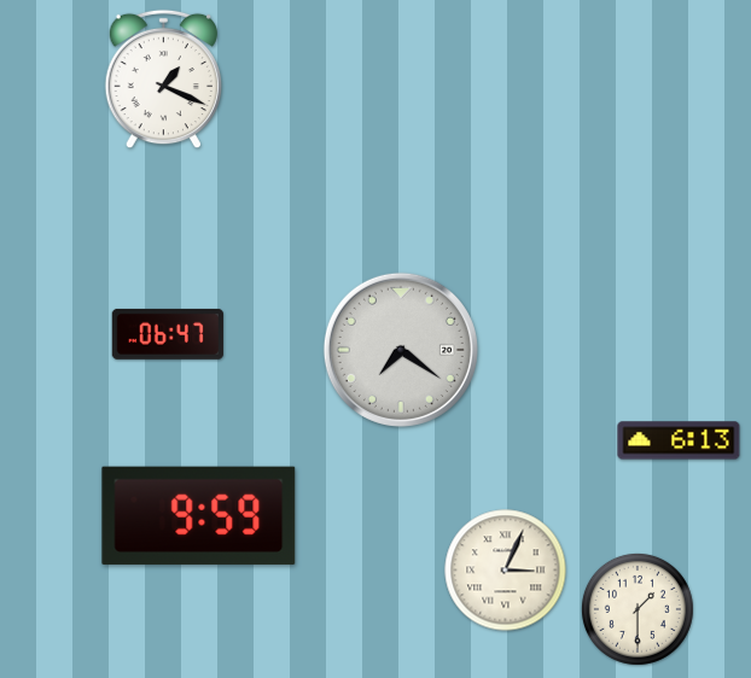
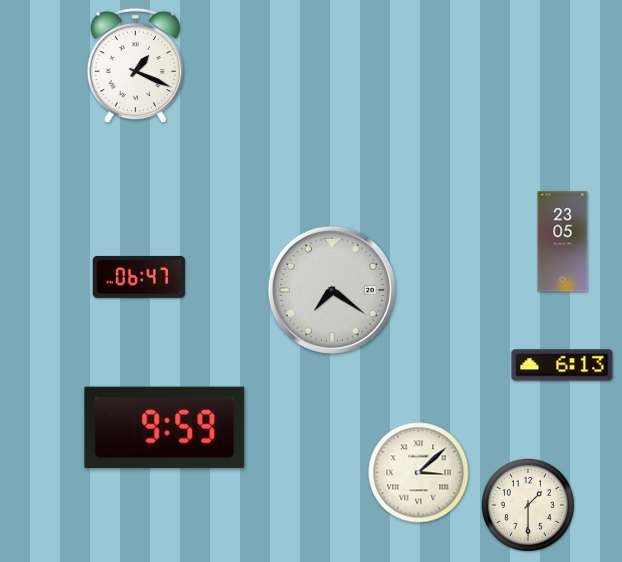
clock at (563, 242): none -> 23:05
clock at (506, 571): 3:04 -> 3:08
